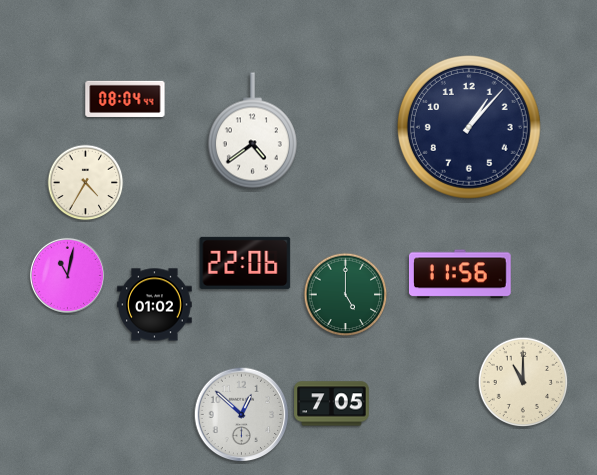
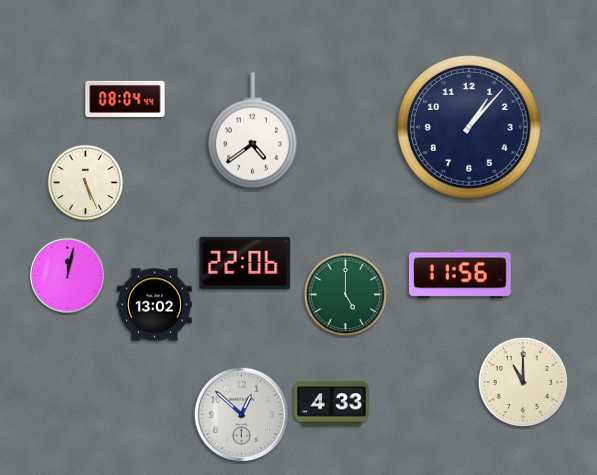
clock at (86, 183): 4:35 -> 5:26
clock at (67, 275): 11:02 -> 12:02
clock at (155, 305): 01:02 -> 13:02
clock at (332, 404): 7:05 -> 4:33
